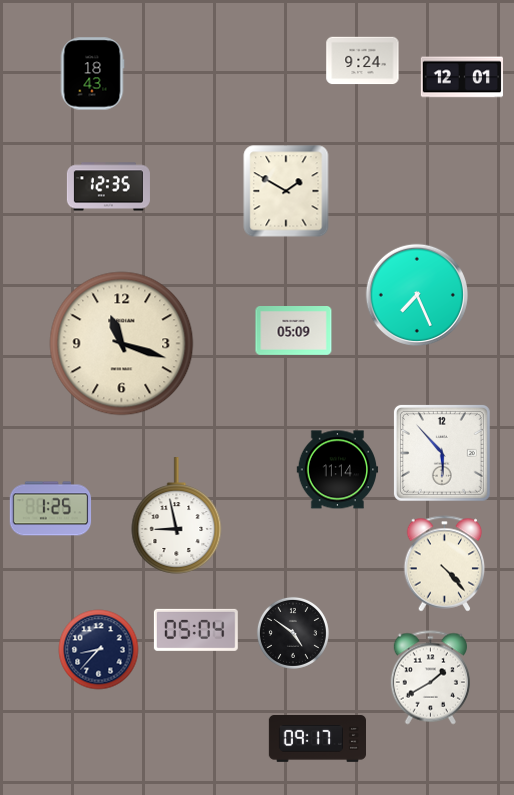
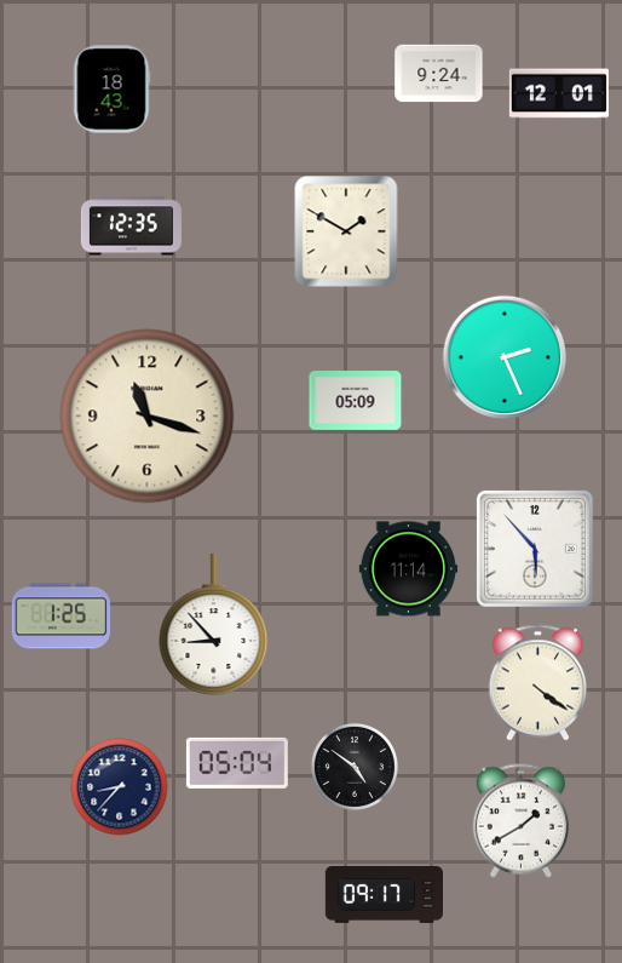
clock at (417, 295): 7:26 -> 2:26
clock at (177, 516): 8:58 -> 8:53
clock at (445, 564): 4:23 -> 4:21
